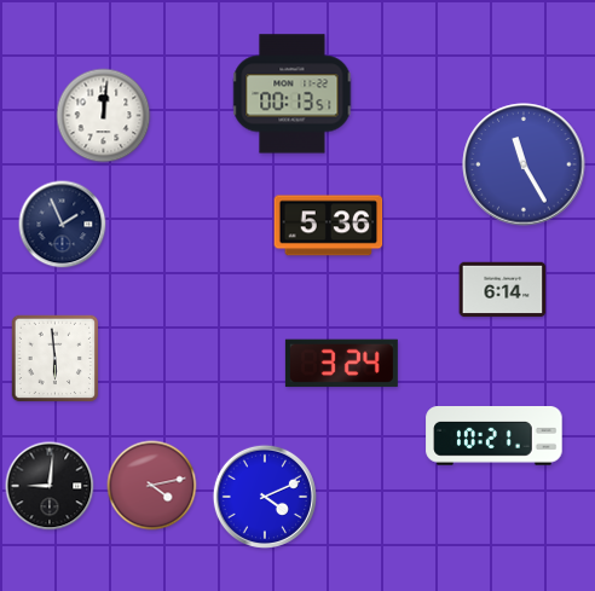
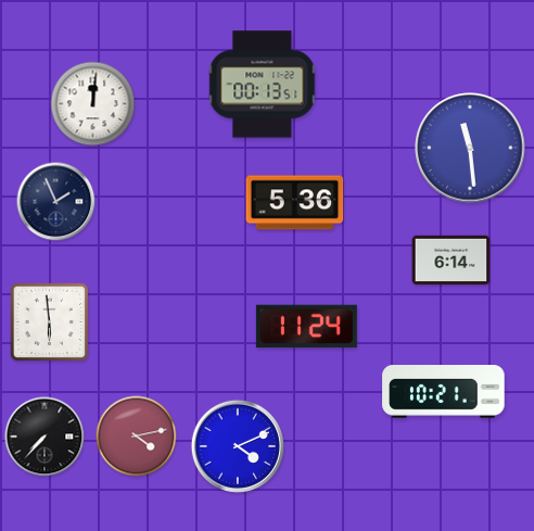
clock at (524, 164): 11:25 -> 11:29
clock at (341, 364): 3:24 -> 11:24
clock at (50, 486): 9:01 -> 7:37
